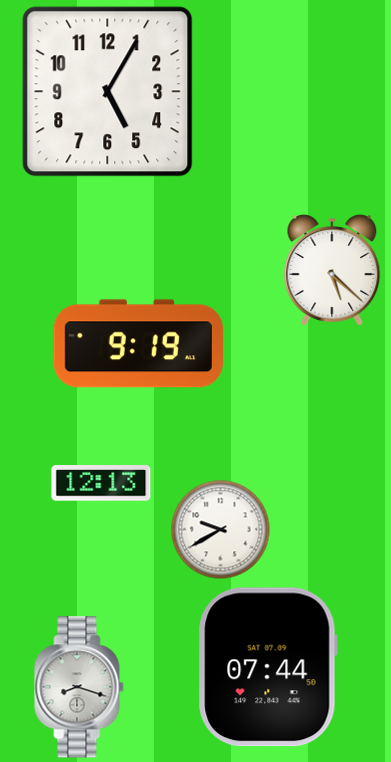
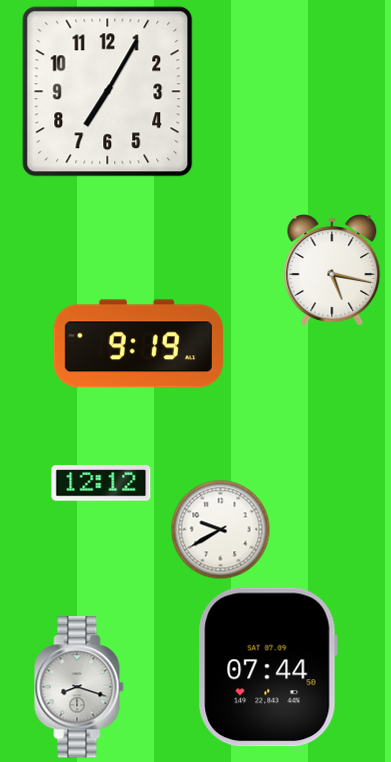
clock at (108, 92): 5:05 -> 7:05
clock at (332, 270): 5:22 -> 5:17
clock at (101, 483): 12:13 -> 12:12
